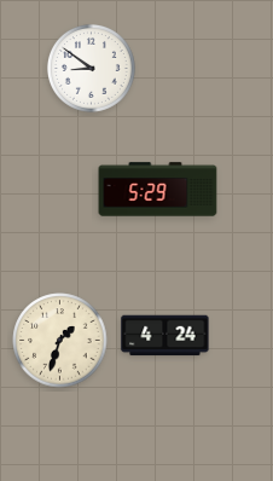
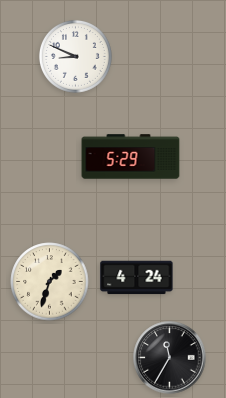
clock at (91, 68): 8:51 -> 8:49
clock at (170, 358): none -> 11:35
